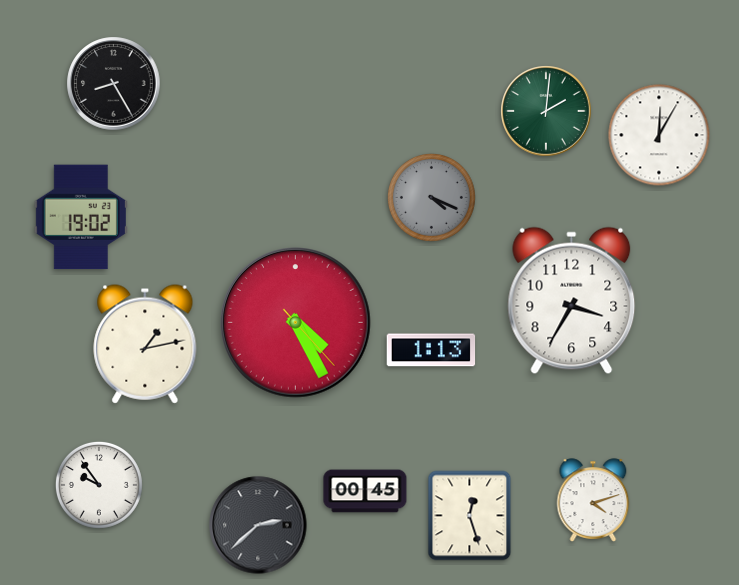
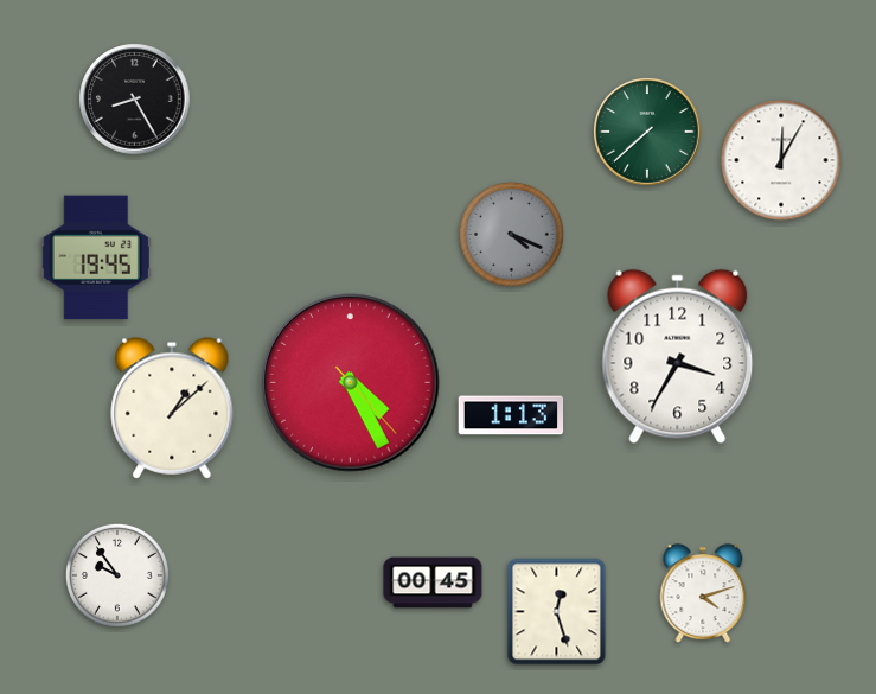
clock at (546, 111): 2:01 -> 7:38
clock at (81, 217): 19:02 -> 19:45
clock at (145, 344): 1:13 -> 1:08
clock at (258, 525): 2:38 -> none
